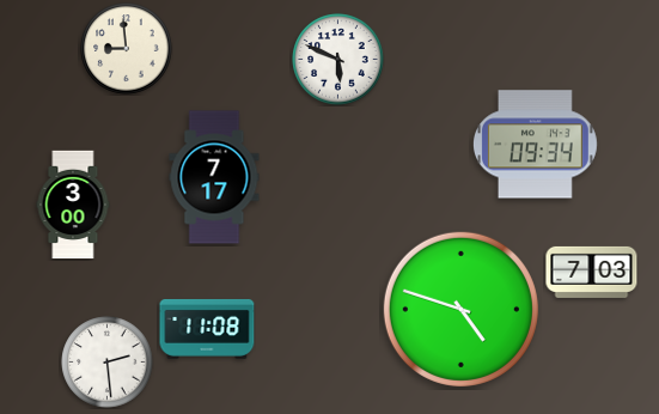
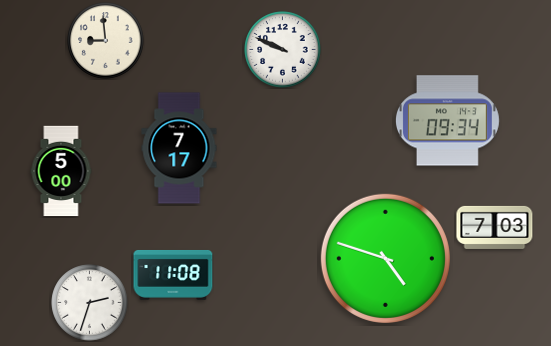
clock at (338, 60): 5:49 -> 9:49
clock at (73, 205): 3:00 -> 5:00
clock at (108, 363): 2:29 -> 2:33
